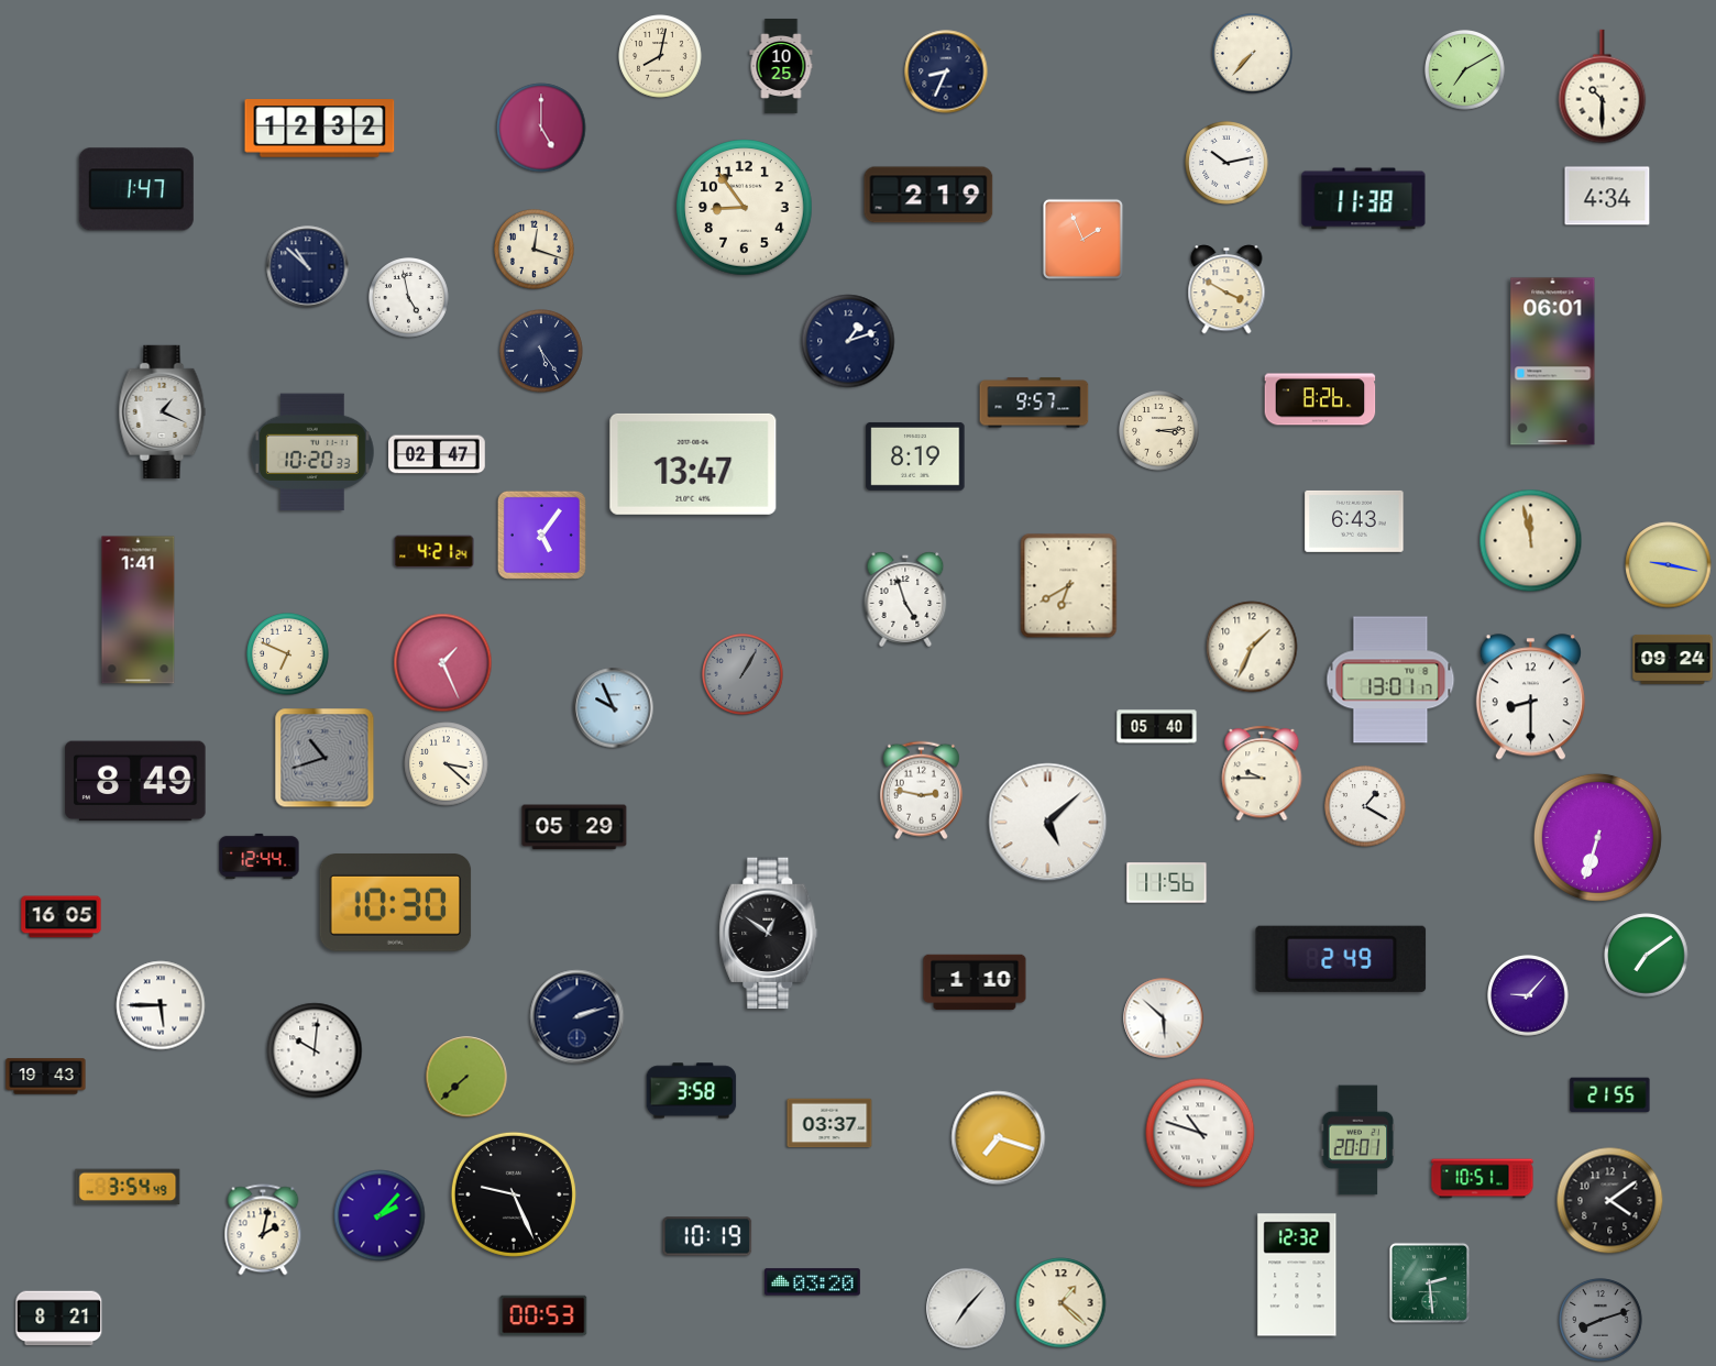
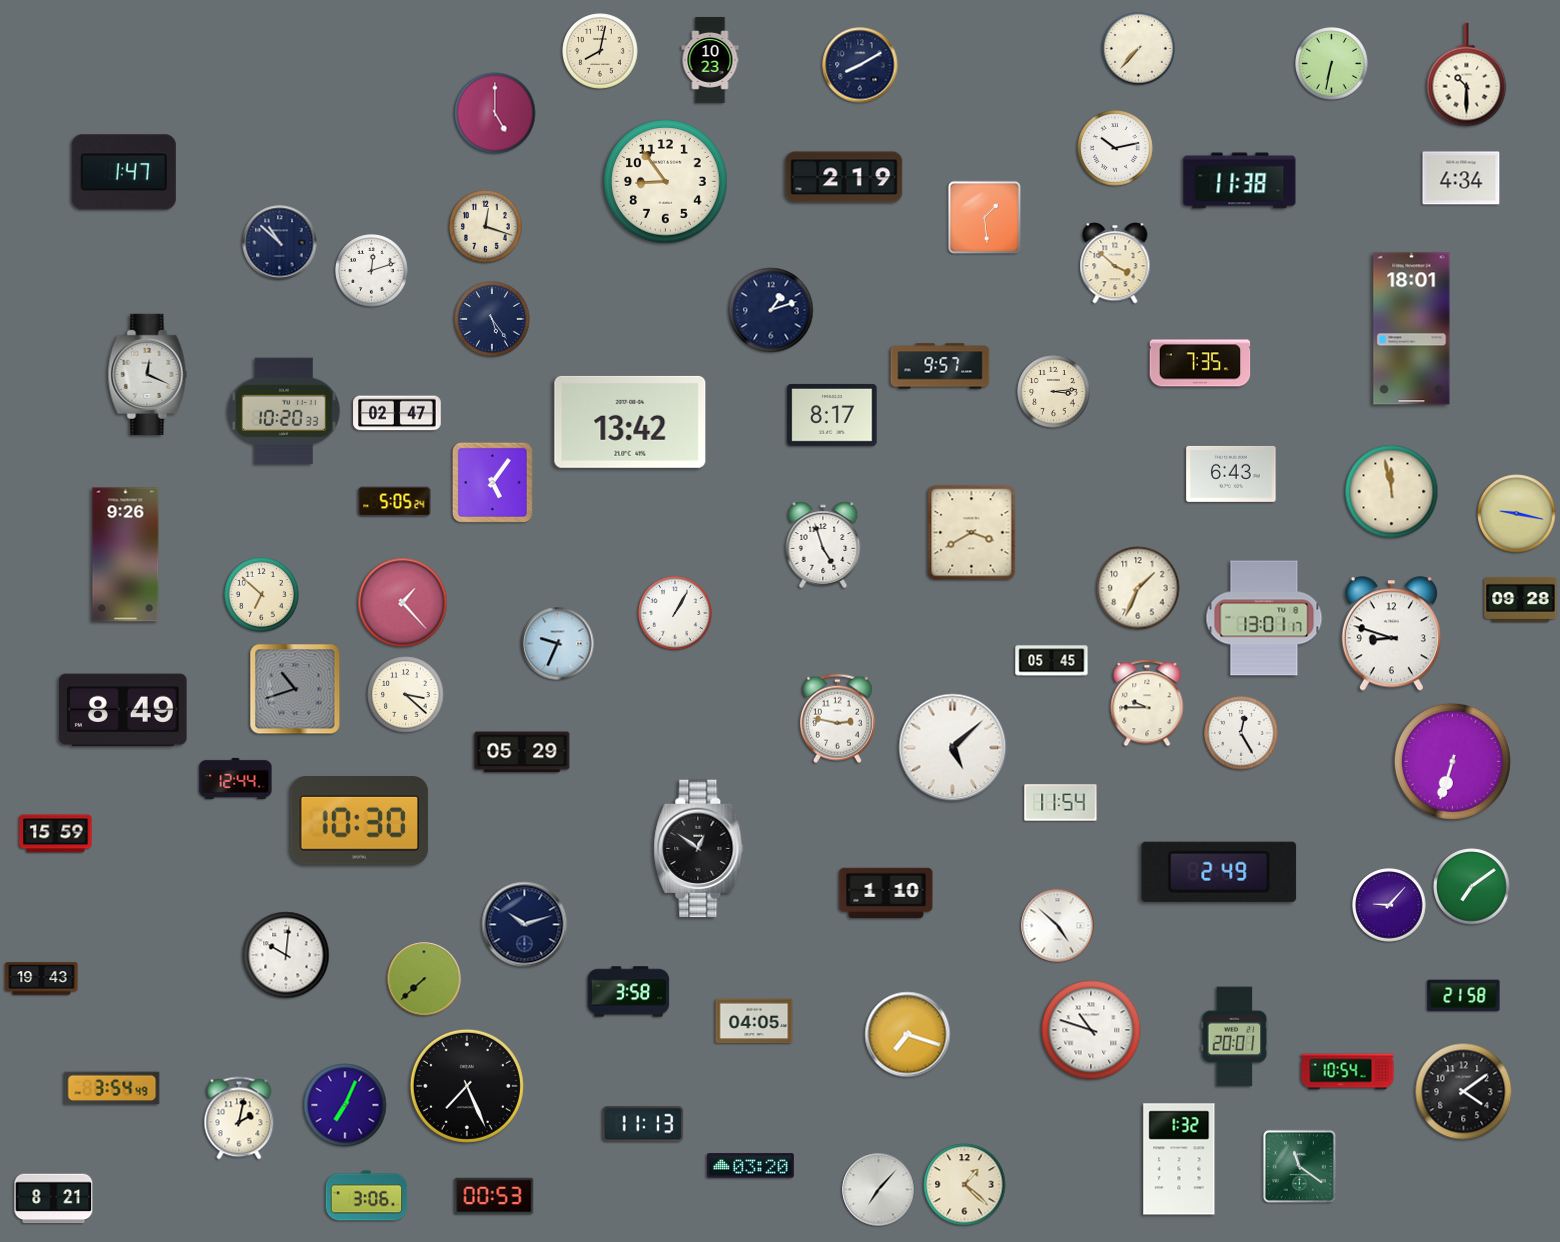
clock at (781, 66): 10:25 -> 10:23
clock at (1465, 70): 7:10 -> 6:32
clock at (946, 71): 8:34 -> 8:10
clock at (1603, 87) position: (1603, 87) -> (1467, 75)
clock at (541, 128) position: (541, 128) -> (495, 113)
clock at (320, 129): 12:32 -> none
clock at (745, 208) position: (745, 208) -> (666, 182)
clock at (1082, 239): 1:56 -> 1:29
clock at (1226, 289): 3:50 -> 3:52
clock at (409, 298): 4:58 -> 12:12
clock at (1553, 362): 06:01 -> 18:01
clock at (1320, 399): 8:26 -> 7:35
clock at (163, 411): 1:19 -> 12:19
clock at (915, 456): 8:19 -> 8:17
clock at (693, 464): 13:47 -> 13:42
clock at (541, 535) position: (541, 535) -> (492, 482)
clock at (435, 552): 4:21 -> 5:05
clock at (1069, 586): 6:40 -> 3:40
clock at (139, 610): 1:41 -> 9:26
clock at (288, 654): 6:49 -> 6:52
clock at (1673, 659): 09:24 -> 09:28
clock at (443, 663): 1:26 -> 1:23
clock at (744, 675) dial: grey -> white
clock at (1530, 697): 8:30 -> 8:48
clock at (614, 708): 9:56 -> 9:34
clock at (1157, 727): 05:40 -> 05:45
clock at (1366, 807): 1:20 -> 12:25
clock at (1167, 883): 11:56 -> 11:54
clock at (62, 917): 16:05 -> 15:59
clock at (1647, 956) position: (1647, 956) -> (1472, 887)
clock at (161, 1005): 5:45 -> none
clock at (577, 1017): 2:12 -> 10:12
clock at (1164, 1018): 5:52 -> 4:52
clock at (1610, 1095): 21:55 -> 21:58
clock at (829, 1123): 03:37 -> 04:05
clock at (1483, 1179): 10:51 -> 10:54
clock at (128, 1187) position: (128, 1187) -> (112, 1088)
clock at (514, 1194): 9:26 -> 7:26
clock at (380, 1215): 2:07 -> 7:04
clock at (707, 1236): 10:19 -> 11:13
clock at (1297, 1275): 12:32 -> 1:32
clock at (812, 1282) position: (812, 1282) -> (750, 1166)
clock at (1429, 1282): 2:29 -> 11:21
clock at (367, 1196): none -> 3:06
clock at (1601, 1320): 8:12 -> none
